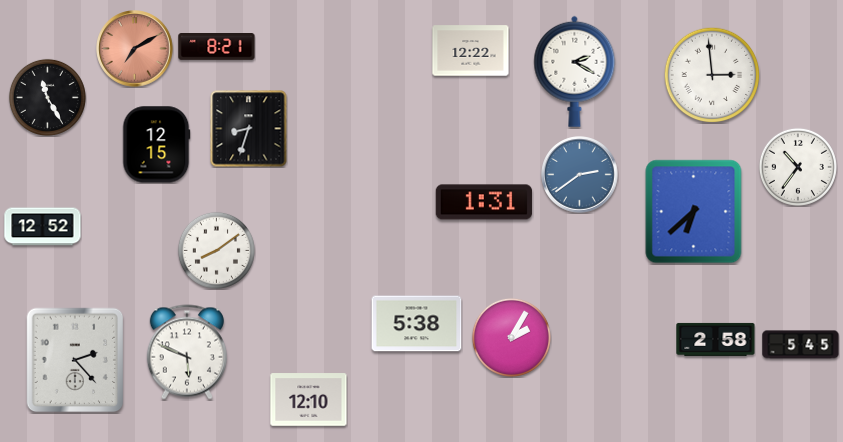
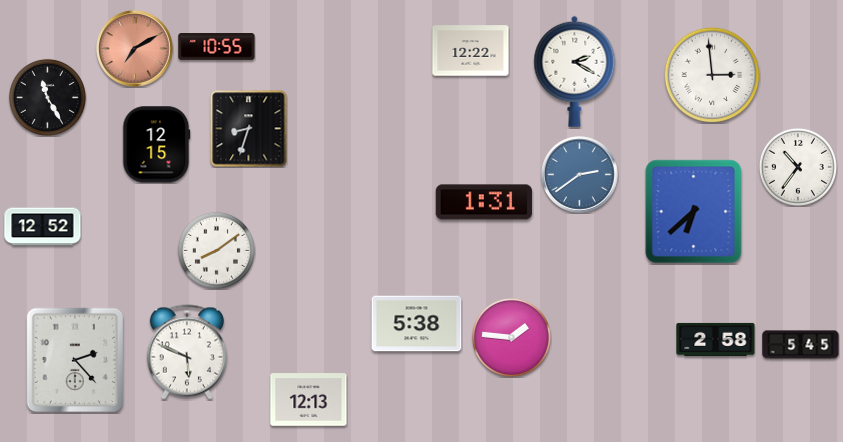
clock at (217, 47): 8:21 -> 10:55
clock at (511, 337): 2:05 -> 1:46
clock at (309, 400): 12:10 -> 12:13
